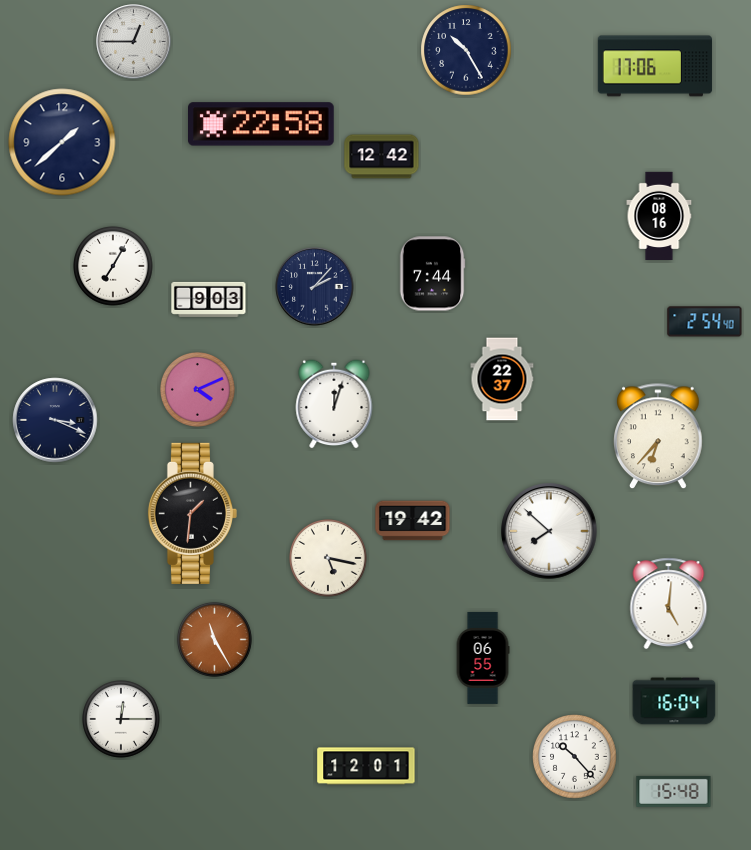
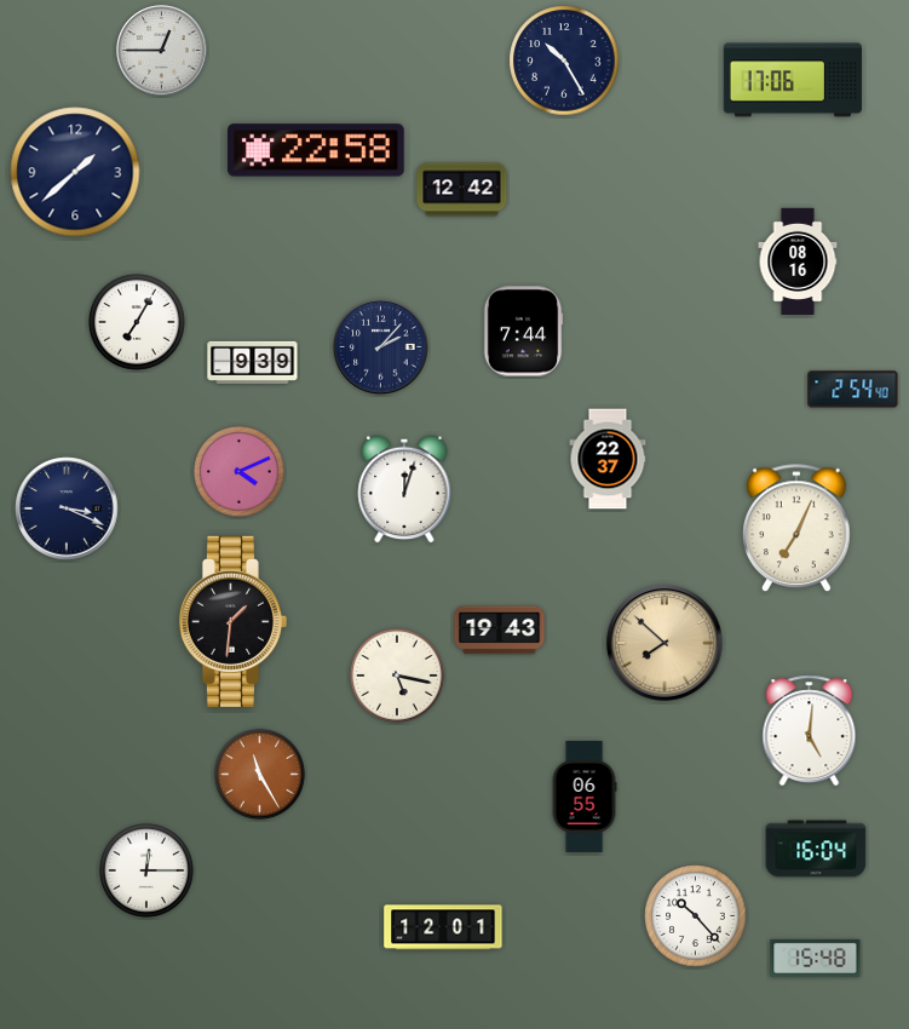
clock at (209, 299): 9:03 -> 9:39
clock at (659, 437): 6:37 -> 7:04
clock at (413, 521): 19:42 -> 19:43
clock at (549, 531) dial: white -> champagne
